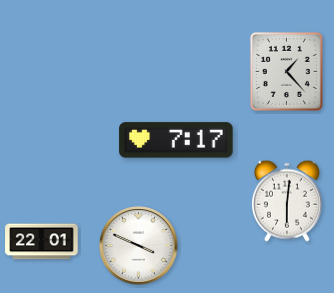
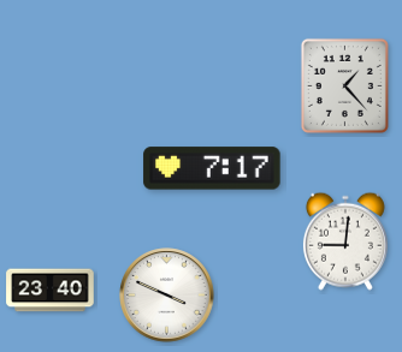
clock at (287, 201): 6:01 -> 9:01
clock at (42, 242): 22:01 -> 23:40
